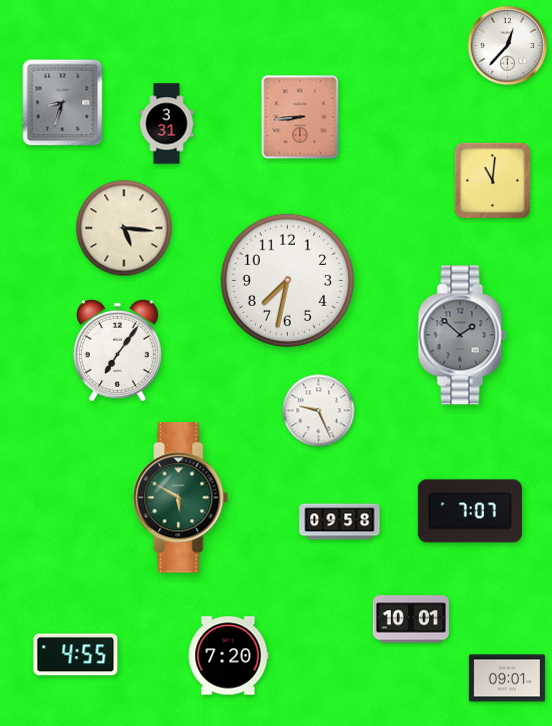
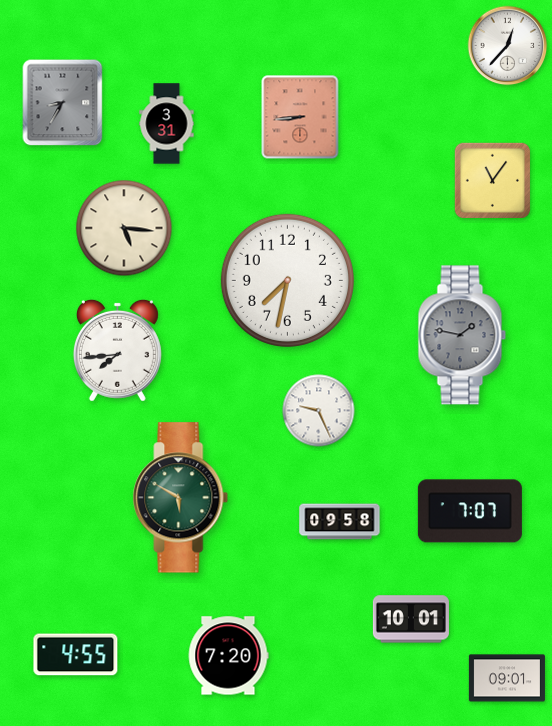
clock at (63, 103): 8:33 -> 8:35
clock at (492, 180): 11:01 -> 11:06
clock at (462, 335): 1:52 -> 1:47
clock at (117, 350): 7:06 -> 7:44
